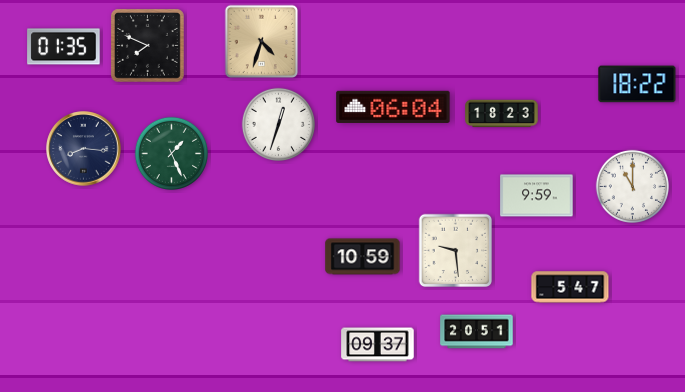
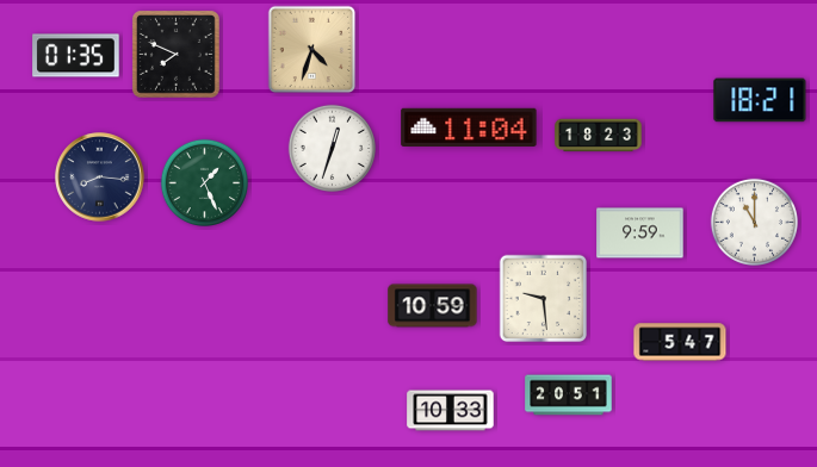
clock at (637, 84): 18:22 -> 18:21
clock at (393, 106): 06:04 -> 11:04
clock at (378, 345): 09:37 -> 10:33
